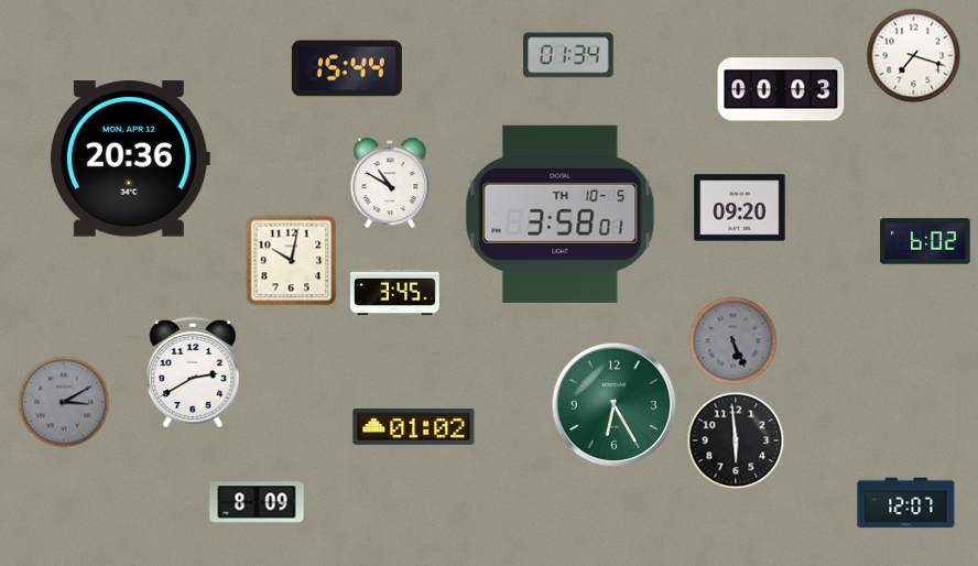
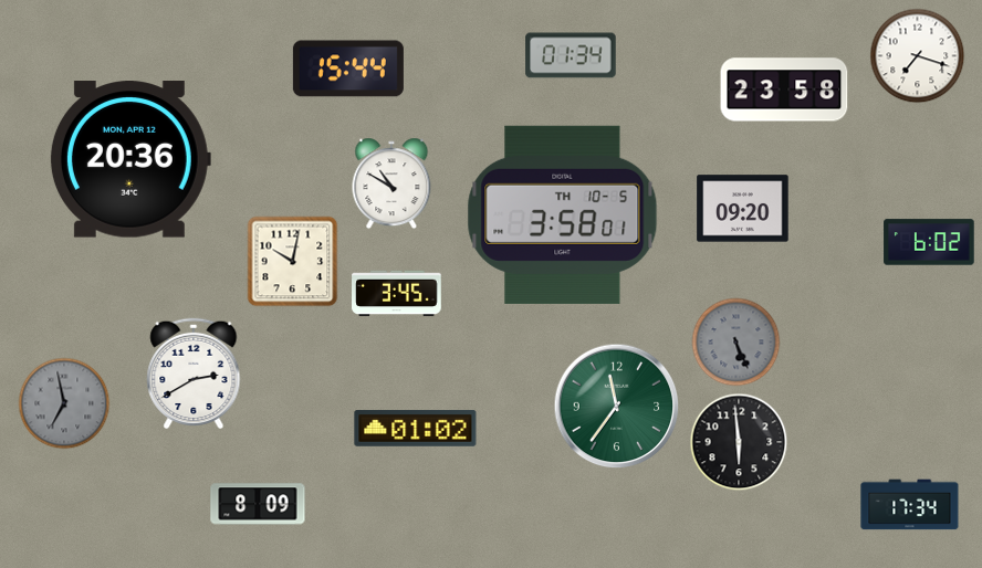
clock at (781, 89): 00:03 -> 23:58
clock at (64, 402): 3:10 -> 6:58
clock at (615, 405): 6:25 -> 11:36
clock at (906, 503): 12:07 -> 17:34
